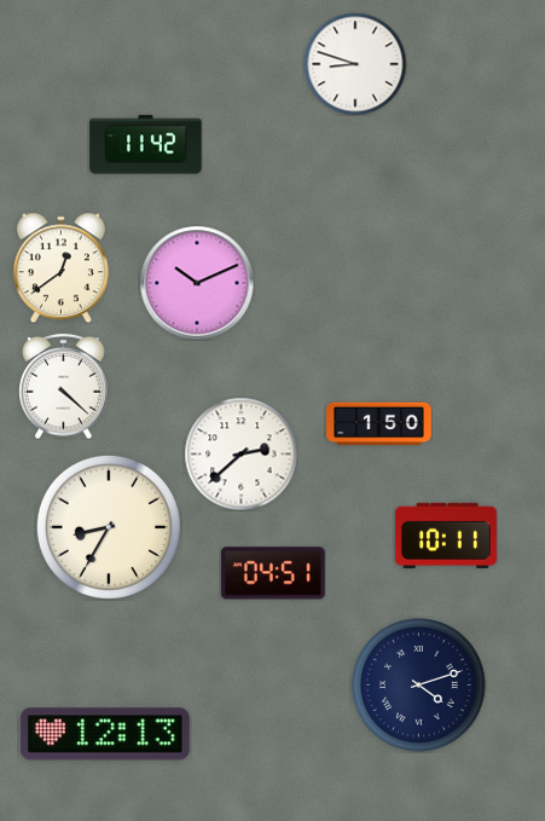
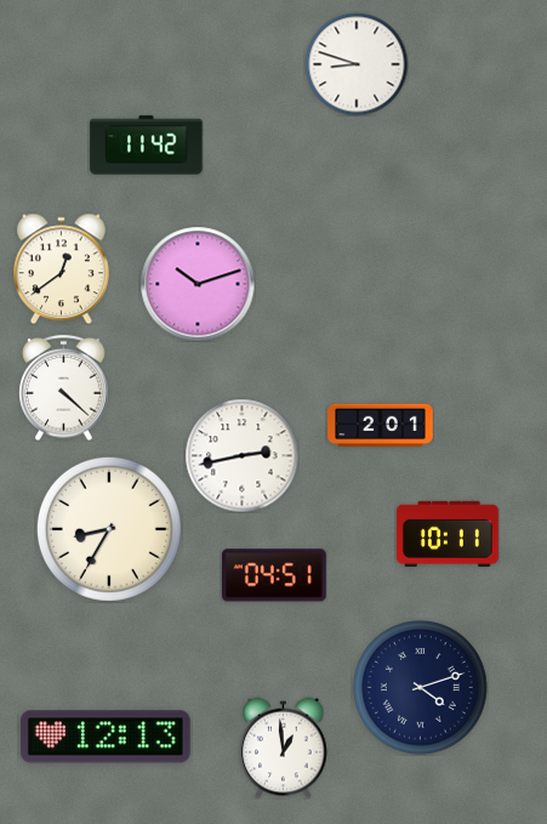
clock at (197, 283): 10:11 -> 10:12
clock at (379, 424): 1:50 -> 2:01
clock at (240, 453): 2:38 -> 2:43
clock at (446, 536) position: (446, 536) -> (448, 534)
clock at (284, 748): none -> 12:59
